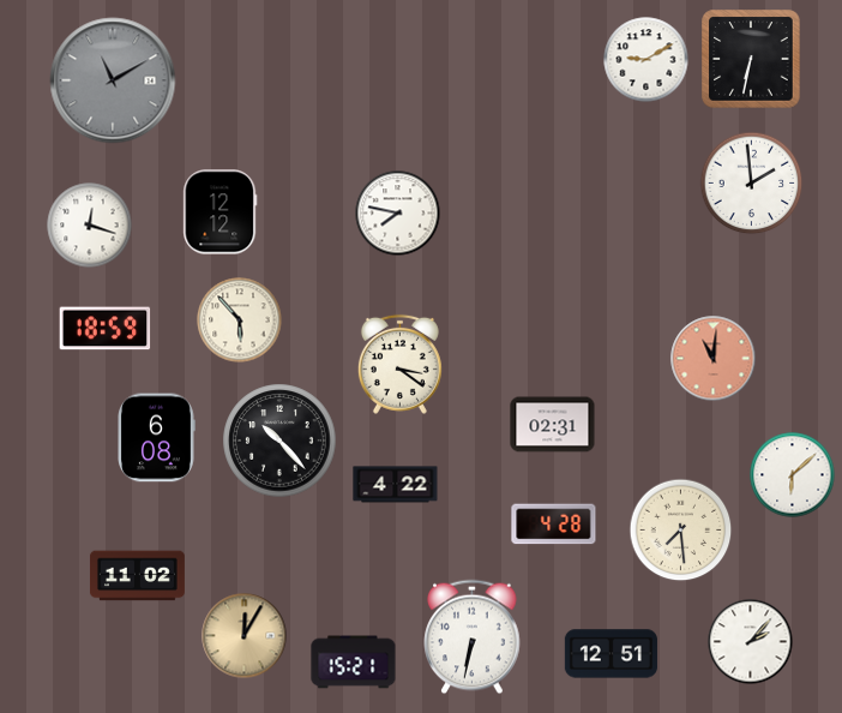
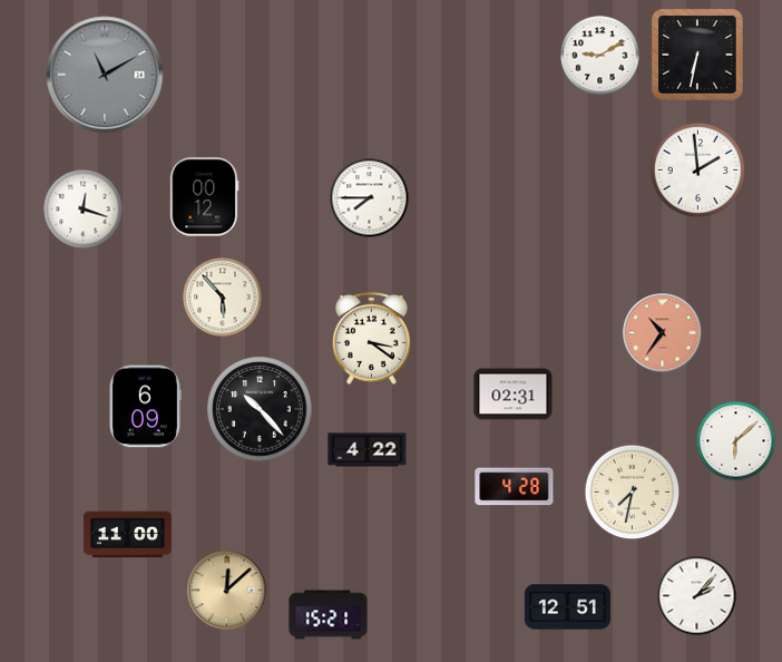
clock at (221, 212): 12:12 -> 00:12
clock at (398, 214): 7:47 -> 7:45
clock at (106, 329): 18:59 -> none
clock at (714, 359): 11:01 -> 10:36
clock at (156, 438): 6:08 -> 6:09
clock at (681, 531): 7:29 -> 7:32
clock at (137, 576): 11:02 -> 11:00
clock at (245, 636): 12:05 -> 12:08
clock at (473, 637): 6:32 -> none
